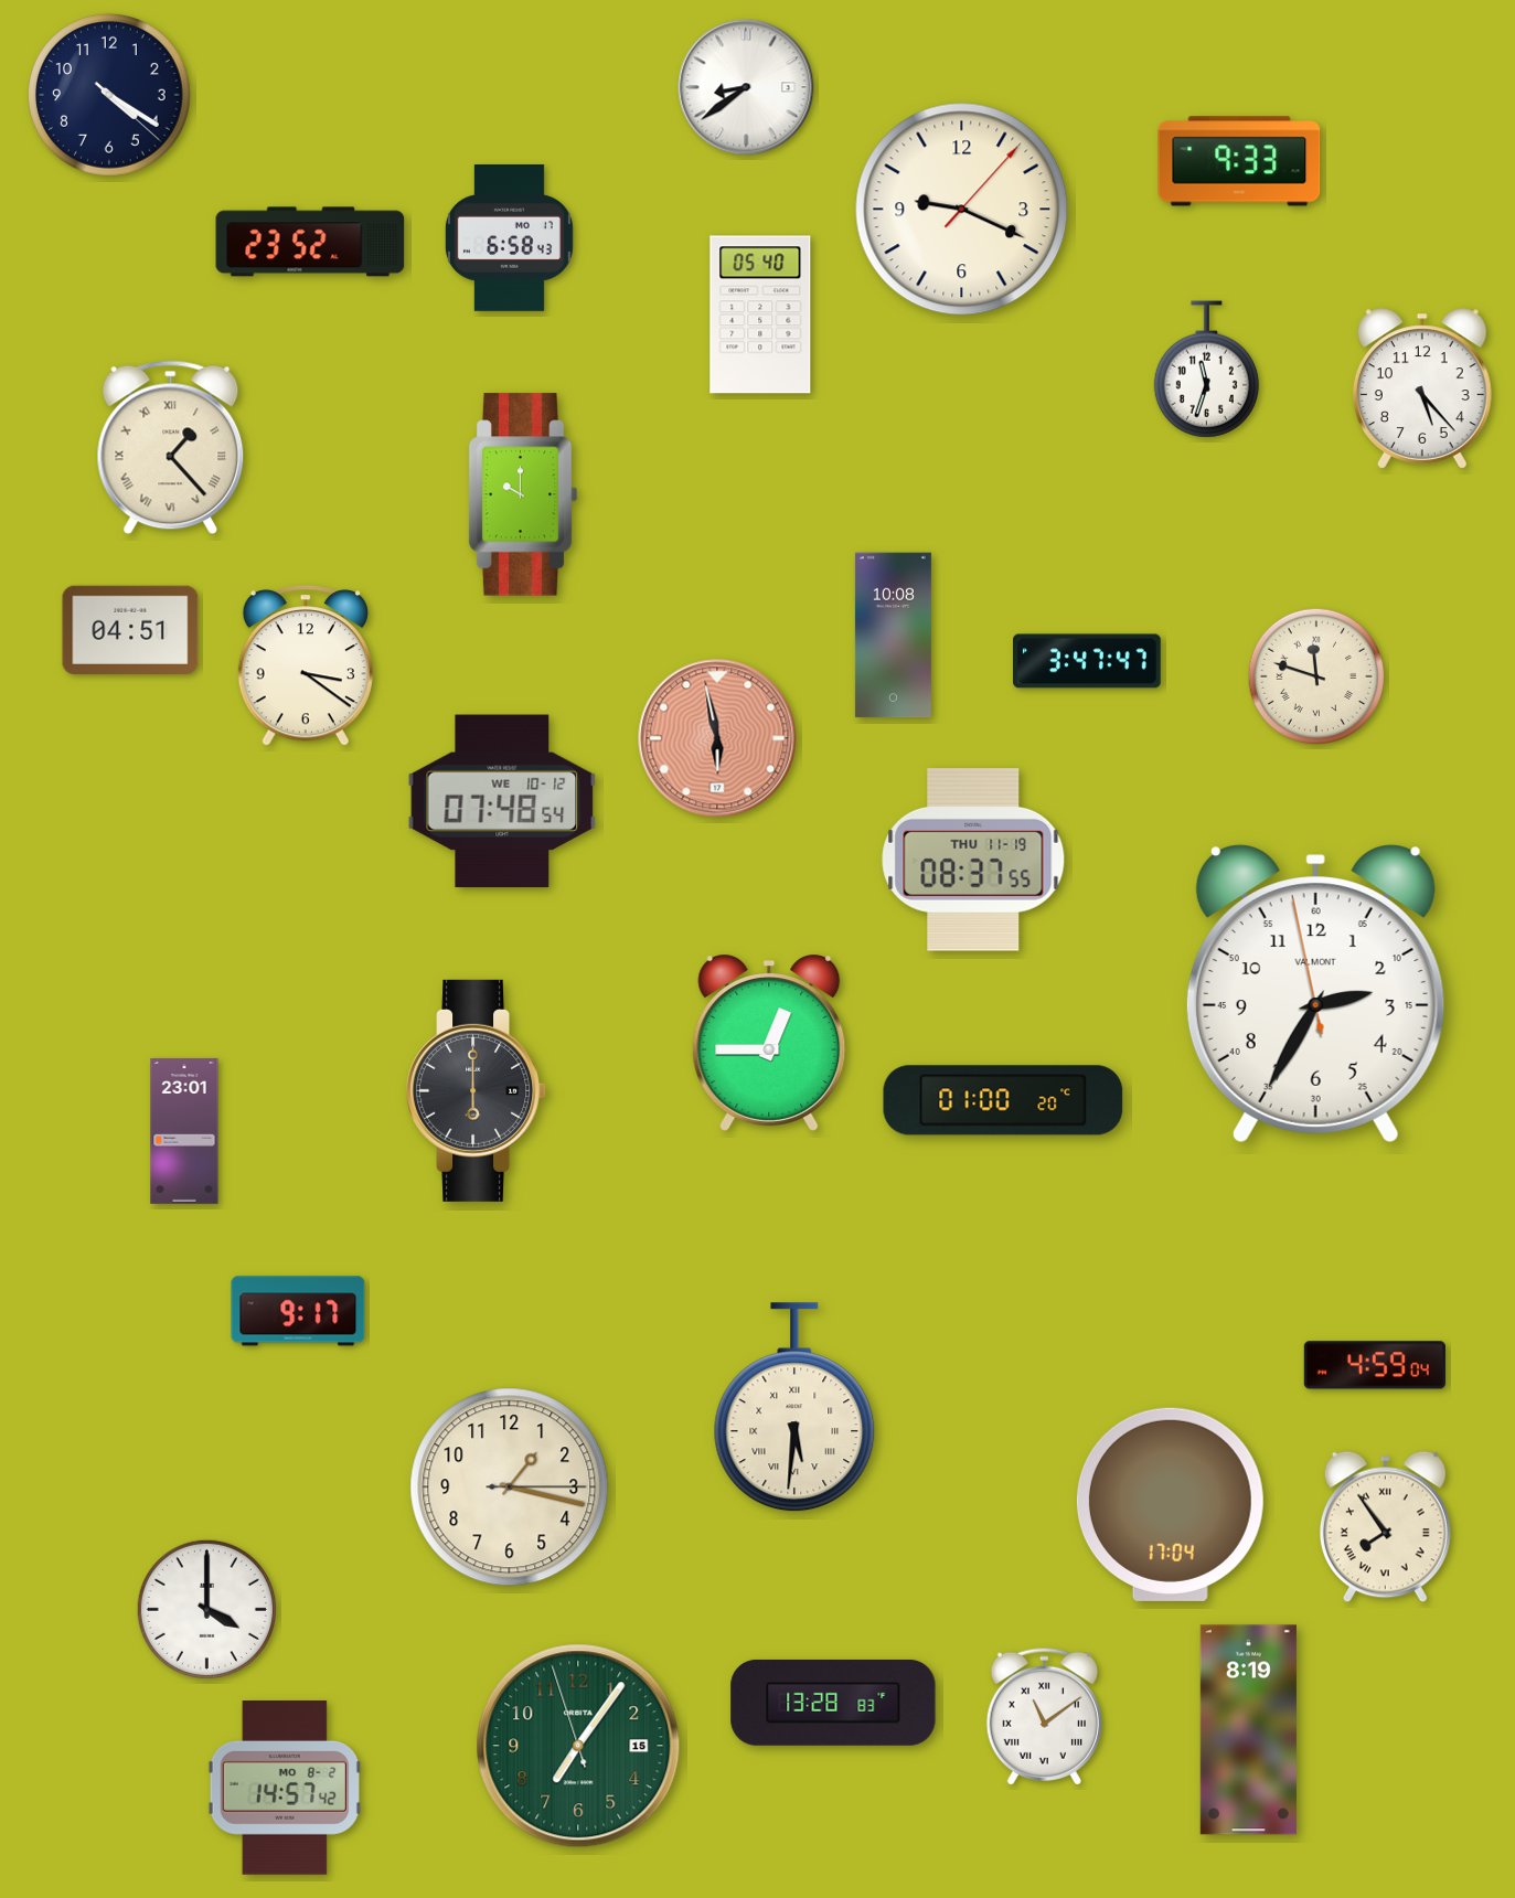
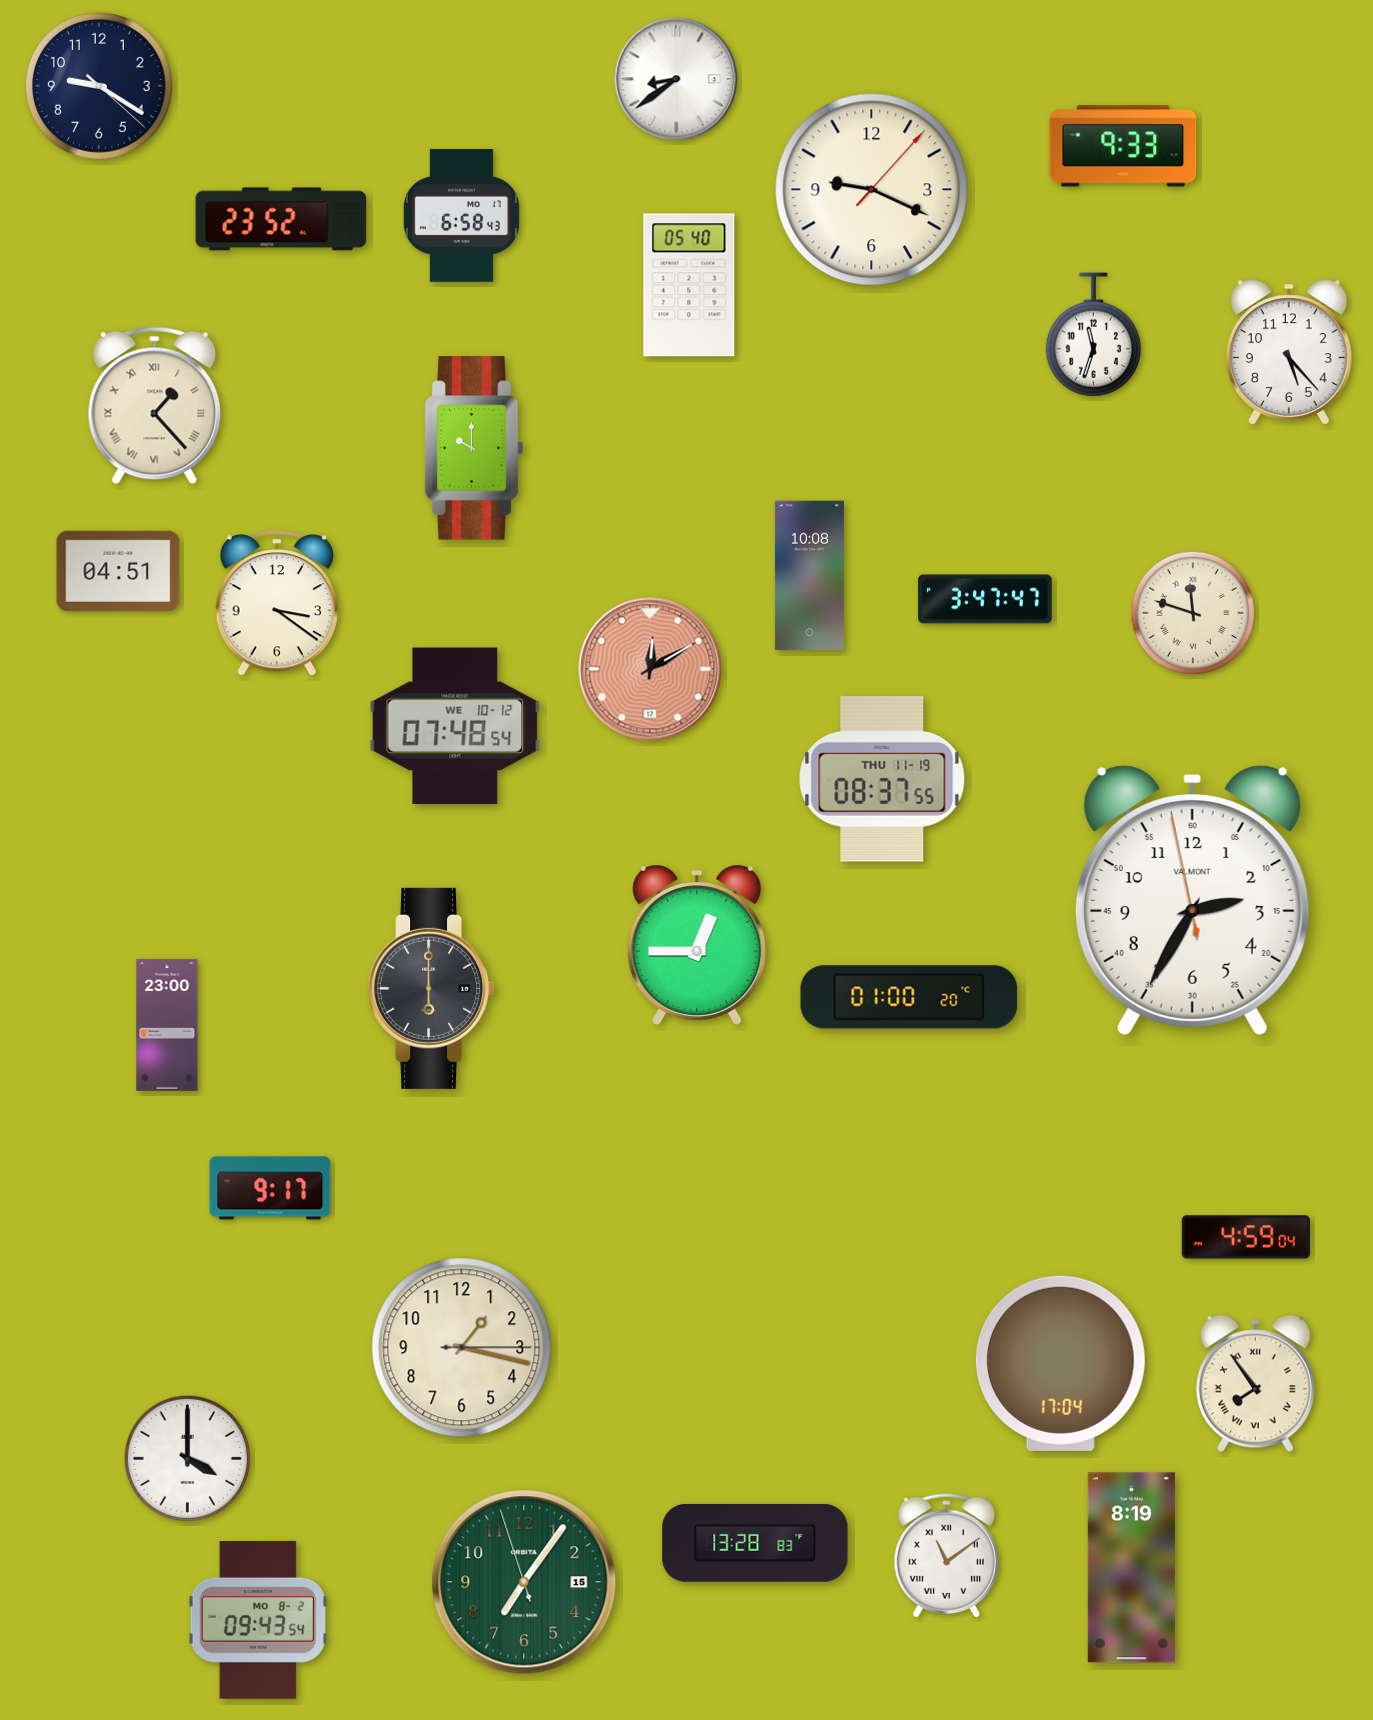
clock at (109, 95): 4:20 -> 9:20
clock at (717, 738): 5:58 -> 12:10
clock at (184, 1131): 23:01 -> 23:00
clock at (794, 1408): 5:31 -> none
clock at (285, 1789): 14:57 -> 09:43
